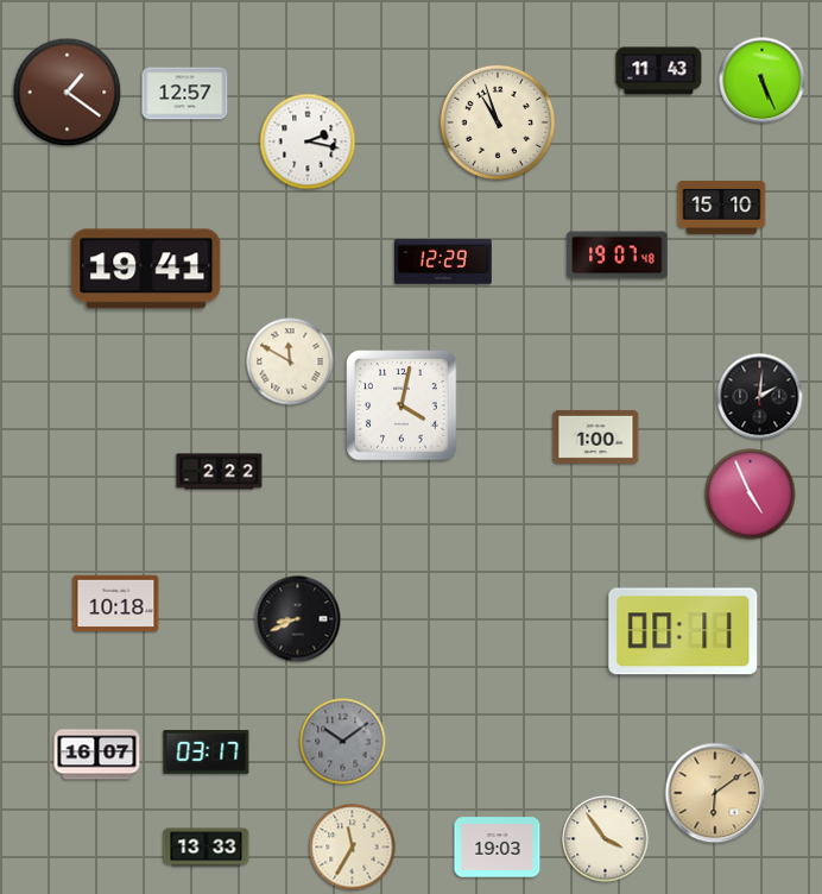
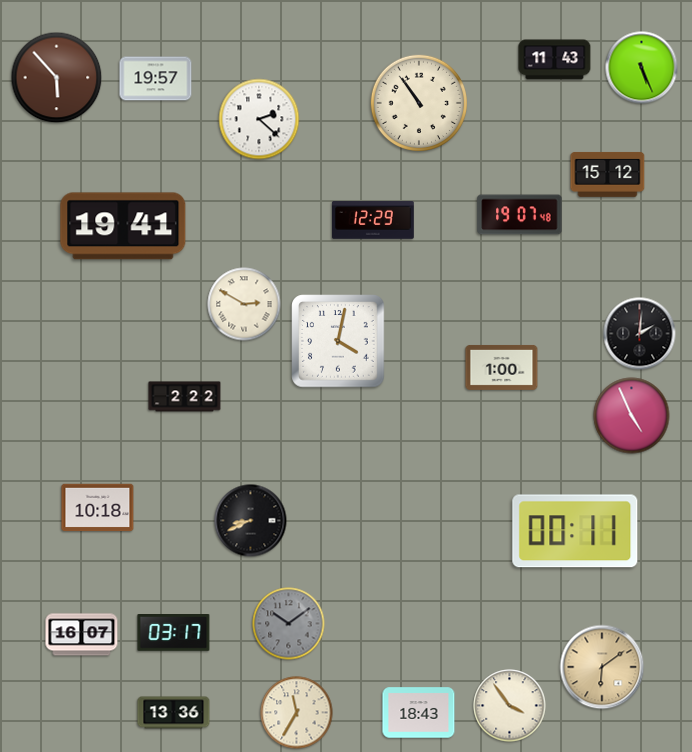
clock at (68, 93): 1:21 -> 5:53
clock at (185, 94): 12:57 -> 19:57
clock at (497, 121): 10:57 -> 10:54
clock at (308, 141): 2:17 -> 2:22
clock at (722, 207): 15:10 -> 15:12
clock at (290, 361): 11:50 -> 2:50
clock at (207, 848): 13:33 -> 13:36
clock at (498, 848): 19:03 -> 18:43
